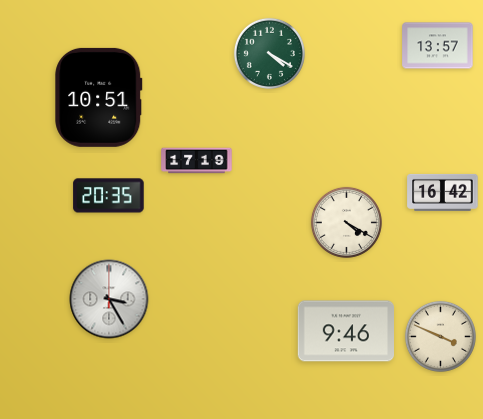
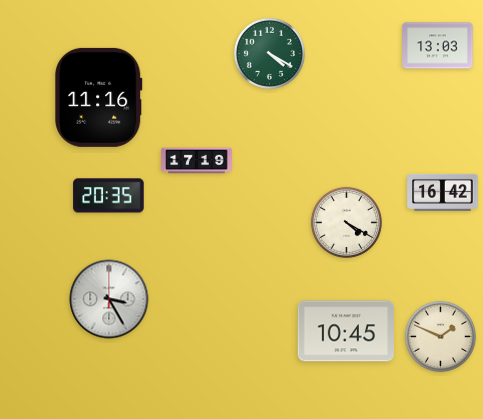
clock at (438, 46): 13:57 -> 13:03
clock at (99, 97): 10:51 -> 11:16
clock at (345, 331): 9:46 -> 10:45
clock at (440, 336): 3:49 -> 1:49
